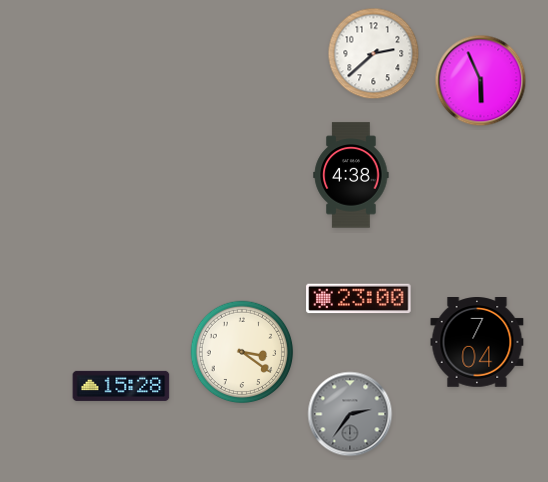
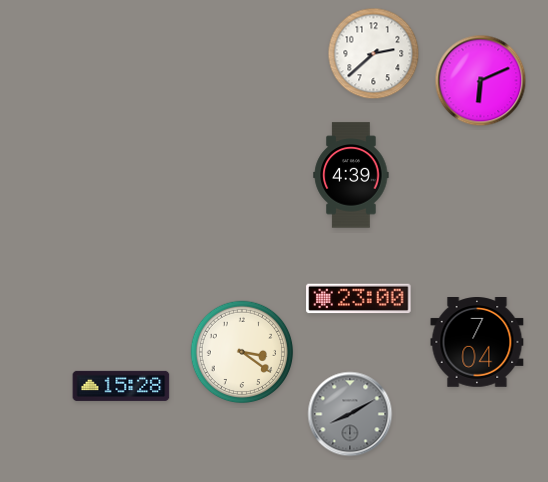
clock at (481, 81): 5:56 -> 6:11
clock at (351, 175): 4:38 -> 4:39
clock at (350, 414): 2:36 -> 8:10
